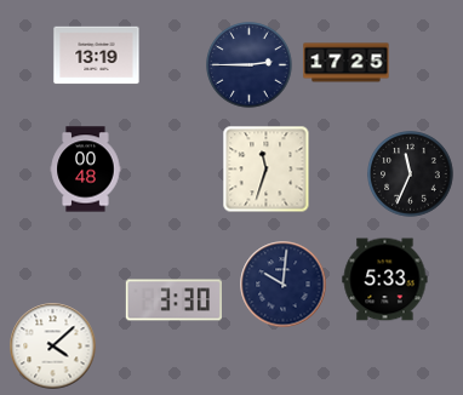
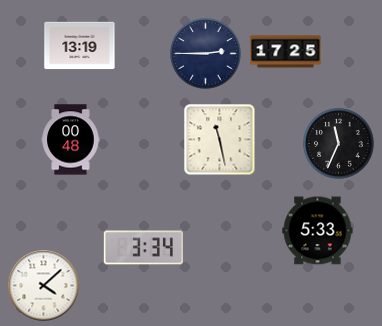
clock at (267, 170): 11:33 -> 11:28
clock at (284, 285): 10:01 -> none
clock at (173, 300): 3:30 -> 3:34
